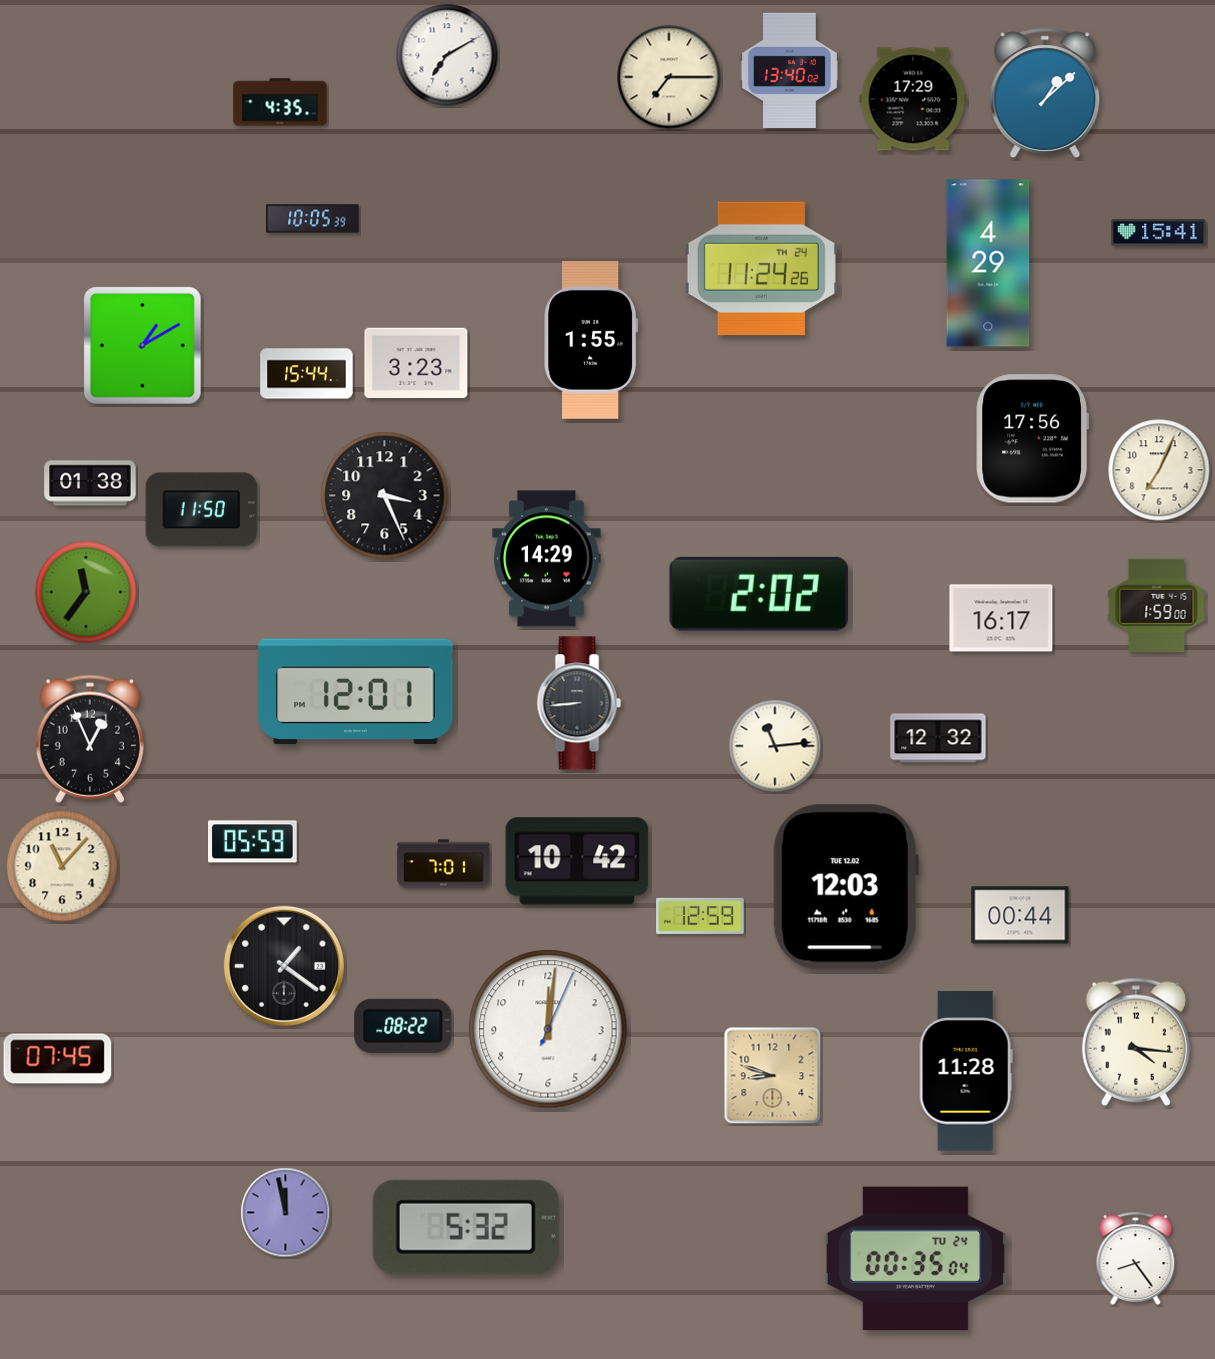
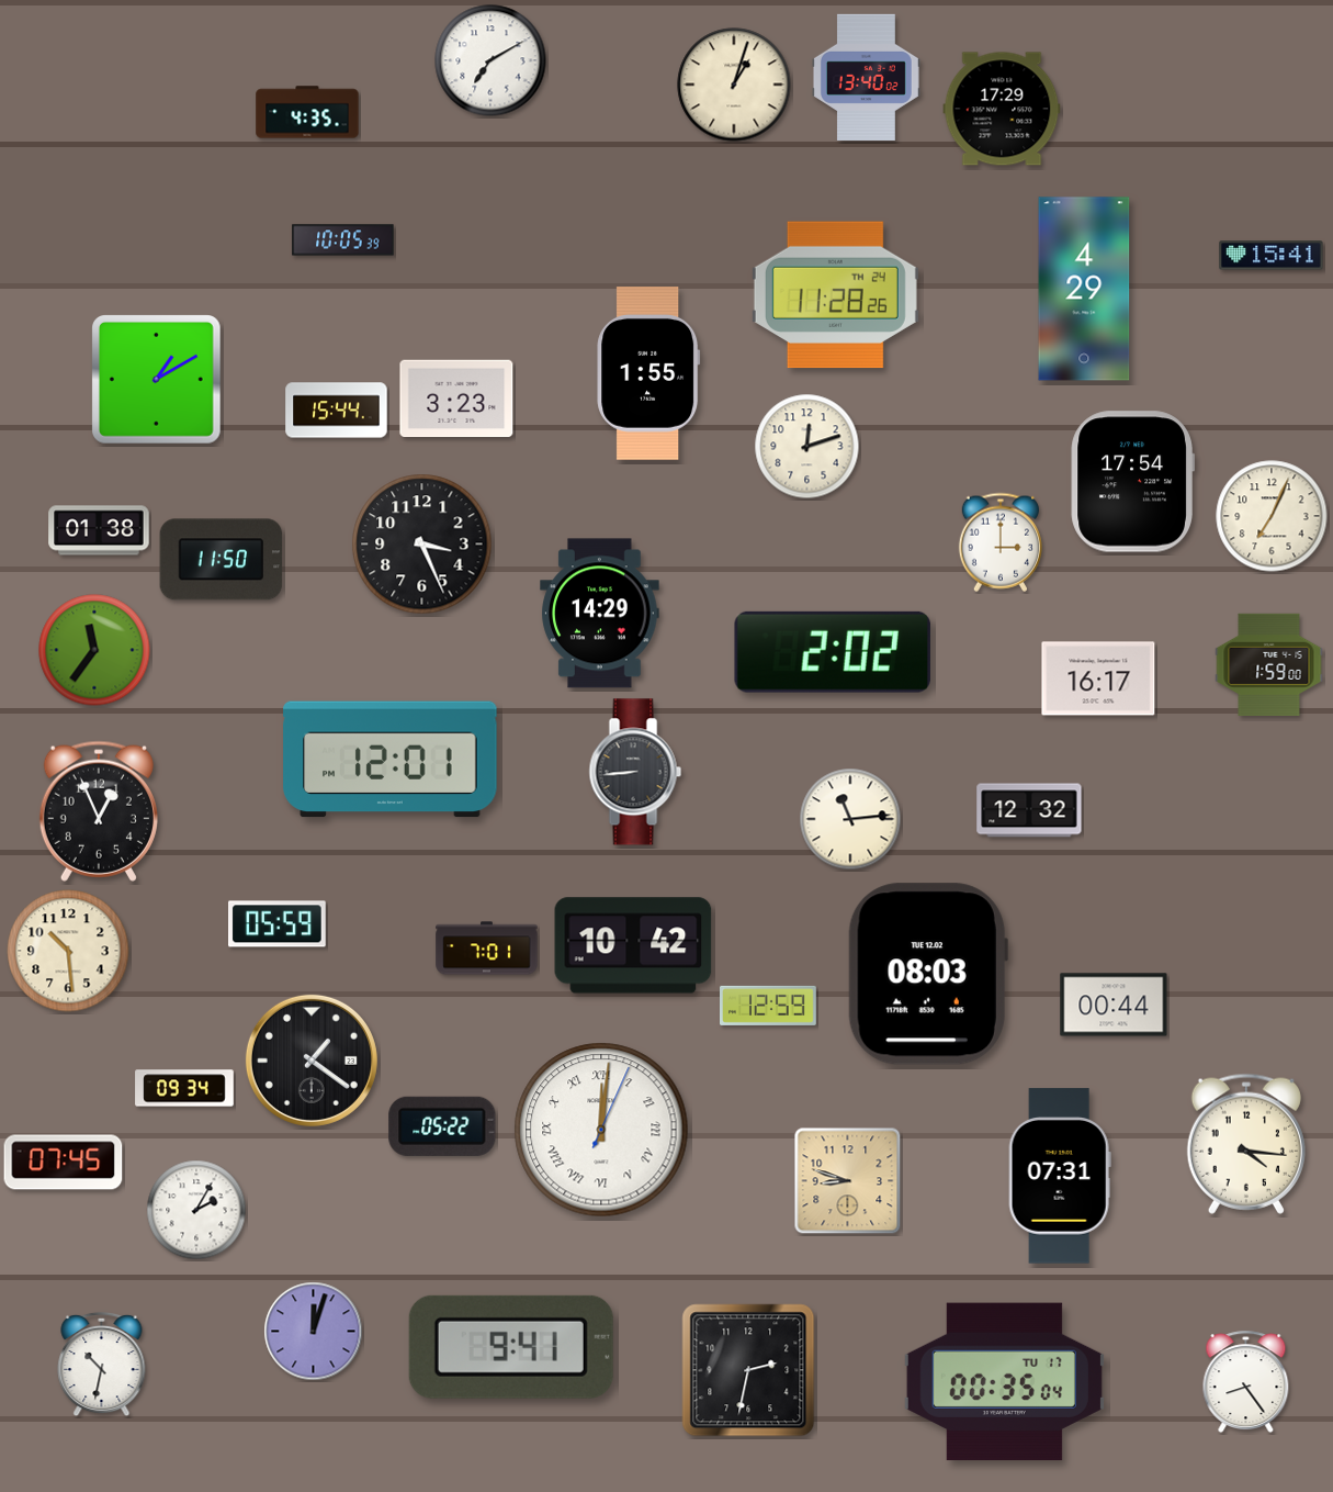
clock at (669, 77): 7:15 -> 1:03
clock at (1045, 92): 1:08 -> none
clock at (761, 269): 11:24 -> 11:28
clock at (807, 447): none -> 12:12
clock at (1032, 439): 17:56 -> 17:54
clock at (1001, 542): none -> 3:00
clock at (62, 866): 11:07 -> 10:29
clock at (846, 887): 12:03 -> 08:03
clock at (1020, 915) position: (1020, 915) -> (1114, 1005)
clock at (184, 1088): none -> 09:34
clock at (403, 1026): 08:22 -> 05:22
clock at (548, 1029) numerals: Arabic -> Roman
clock at (966, 1071): 11:28 -> 07:31
clock at (196, 1210): none -> 2:05
clock at (286, 1213): 11:58 -> 12:03
clock at (466, 1227): 5:32 -> 9:41
clock at (102, 1365): none -> 10:32
clock at (748, 1370): none -> 2:32
clock at (915, 1259) date: TU 24 -> TU 17
